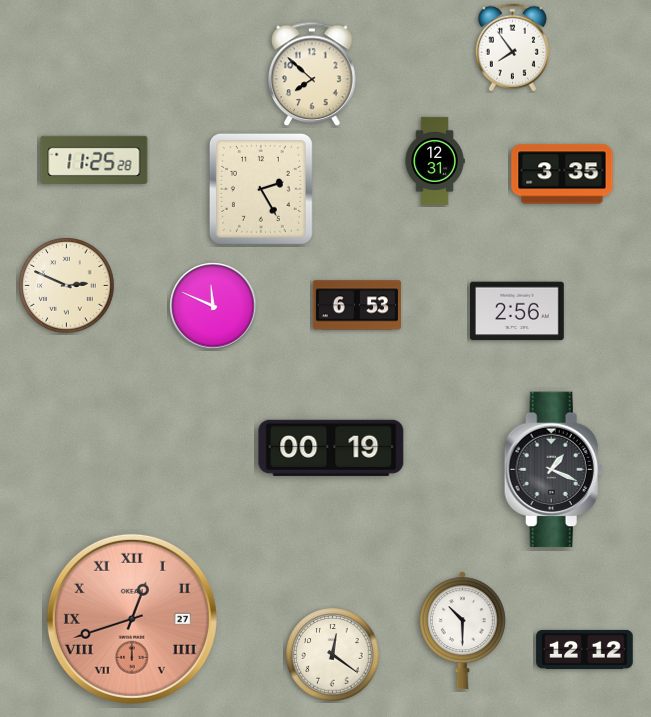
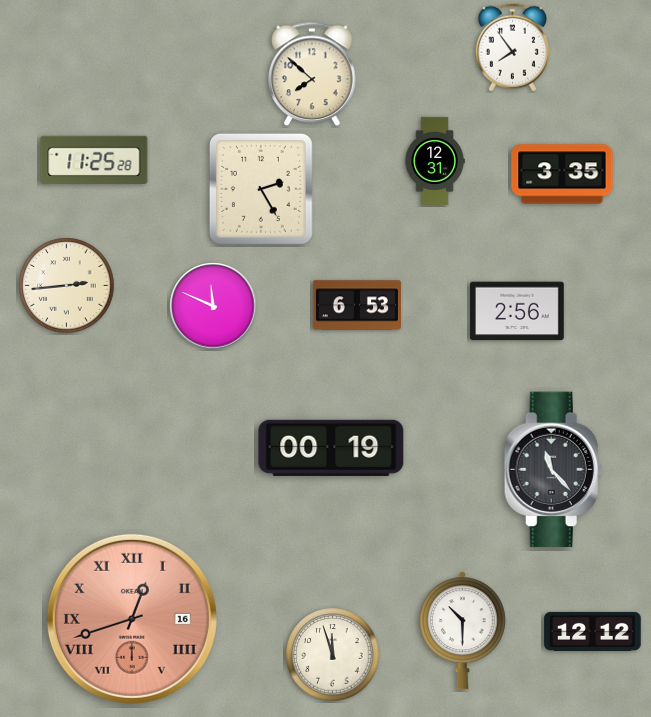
clock at (67, 286): 2:49 -> 2:44
clock at (553, 470): 1:19 -> 11:23
clock at (132, 619) date: 27 -> 16
clock at (585, 649) position: (585, 649) -> (593, 631)
clock at (333, 655): 12:21 -> 11:57
